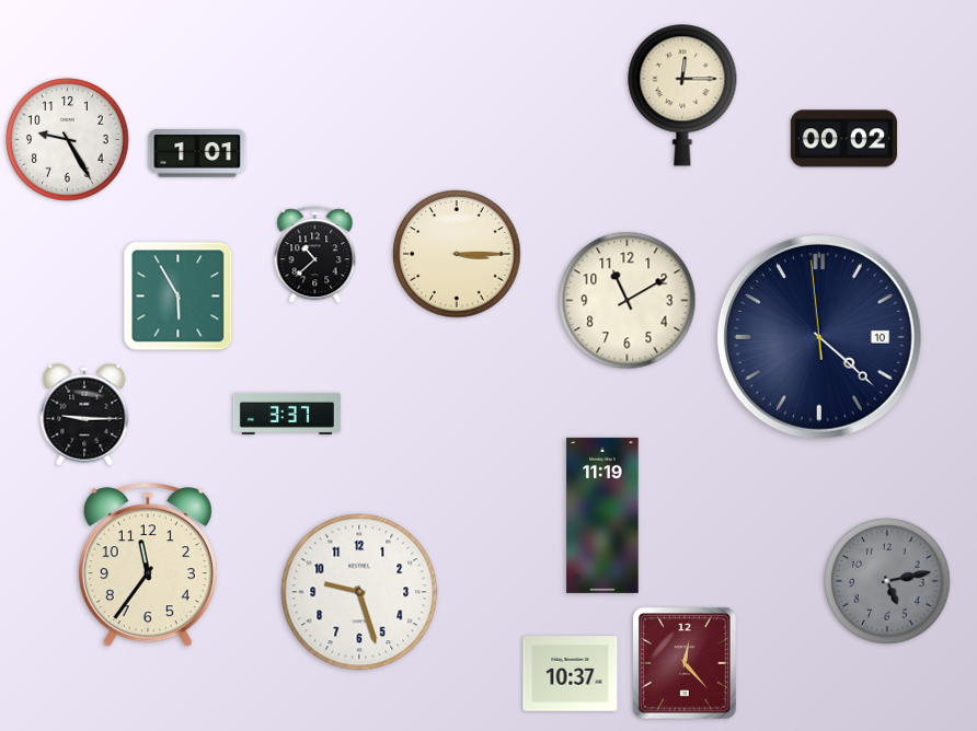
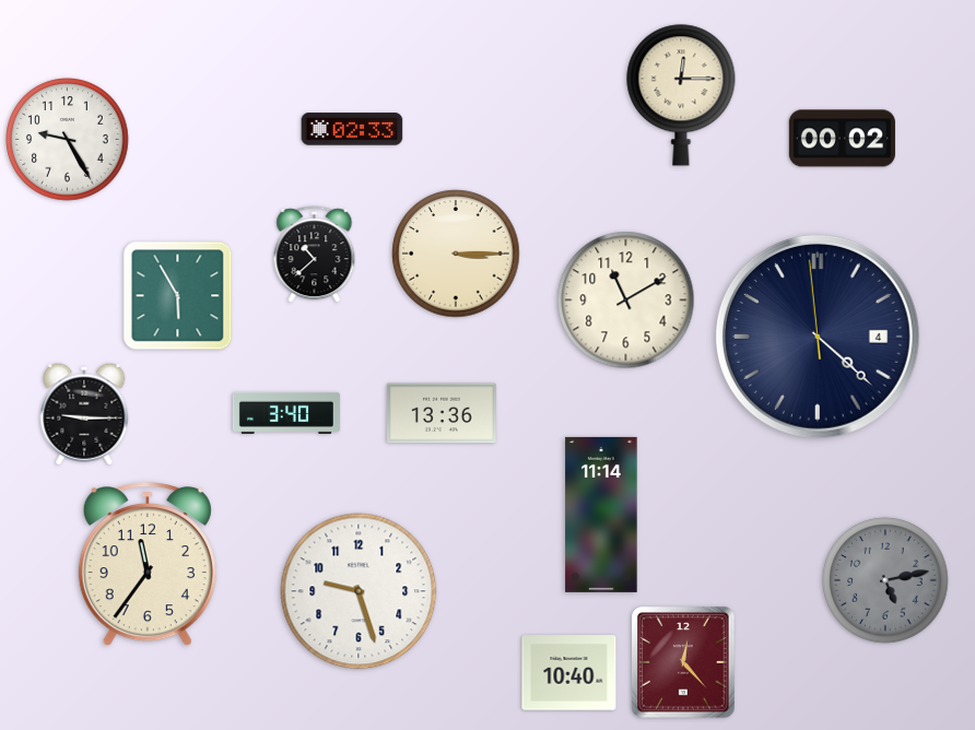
clock at (352, 129): none -> 02:33
clock at (197, 153): 1:01 -> none
clock at (819, 337) date: 10 -> 4
clock at (287, 414): 3:37 -> 3:40
clock at (442, 413): none -> 13:36
clock at (602, 515): 11:19 -> 11:14
clock at (571, 674): 10:37 -> 10:40
